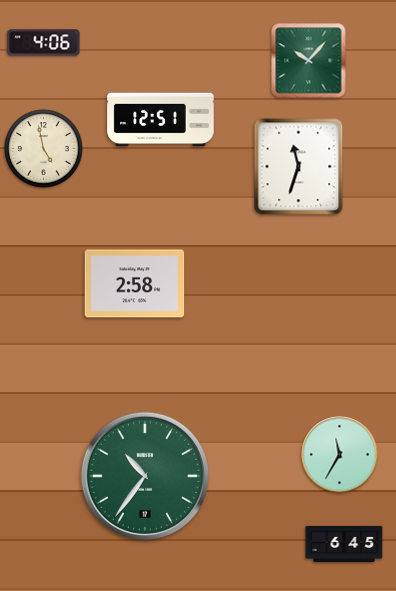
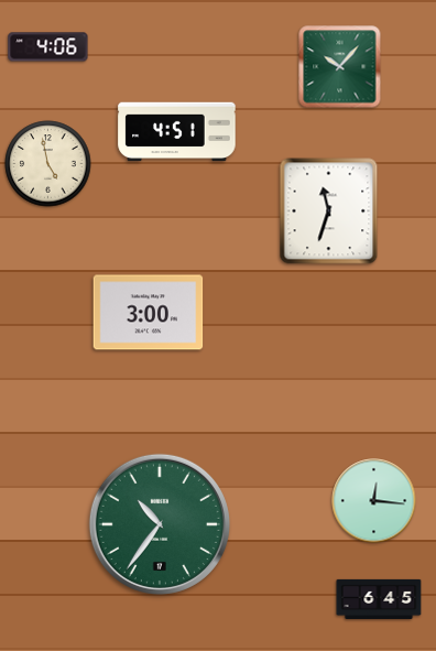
clock at (161, 120): 12:51 -> 4:51
clock at (299, 167) position: (299, 167) -> (329, 211)
clock at (135, 284): 2:58 -> 3:00
clock at (340, 455): 11:35 -> 12:16
